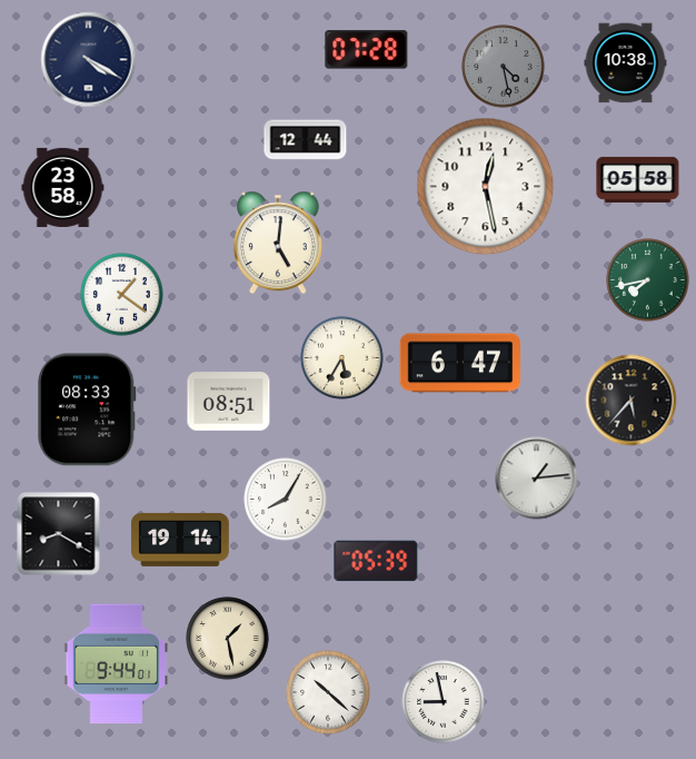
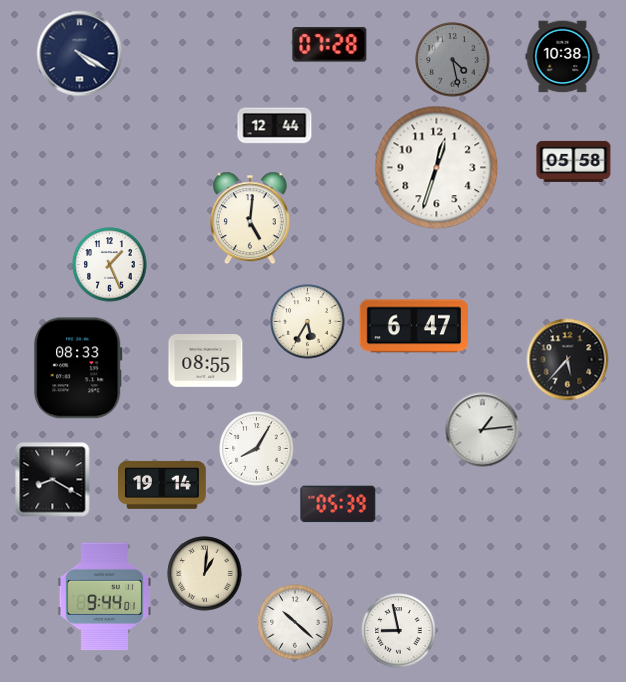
clock at (63, 187): 23:58 -> none
clock at (486, 187): 12:28 -> 12:33
clock at (648, 280): 7:43 -> none
clock at (122, 295): 1:21 -> 1:26
clock at (229, 402): 08:51 -> 08:55
clock at (228, 639): 1:28 -> 1:01
